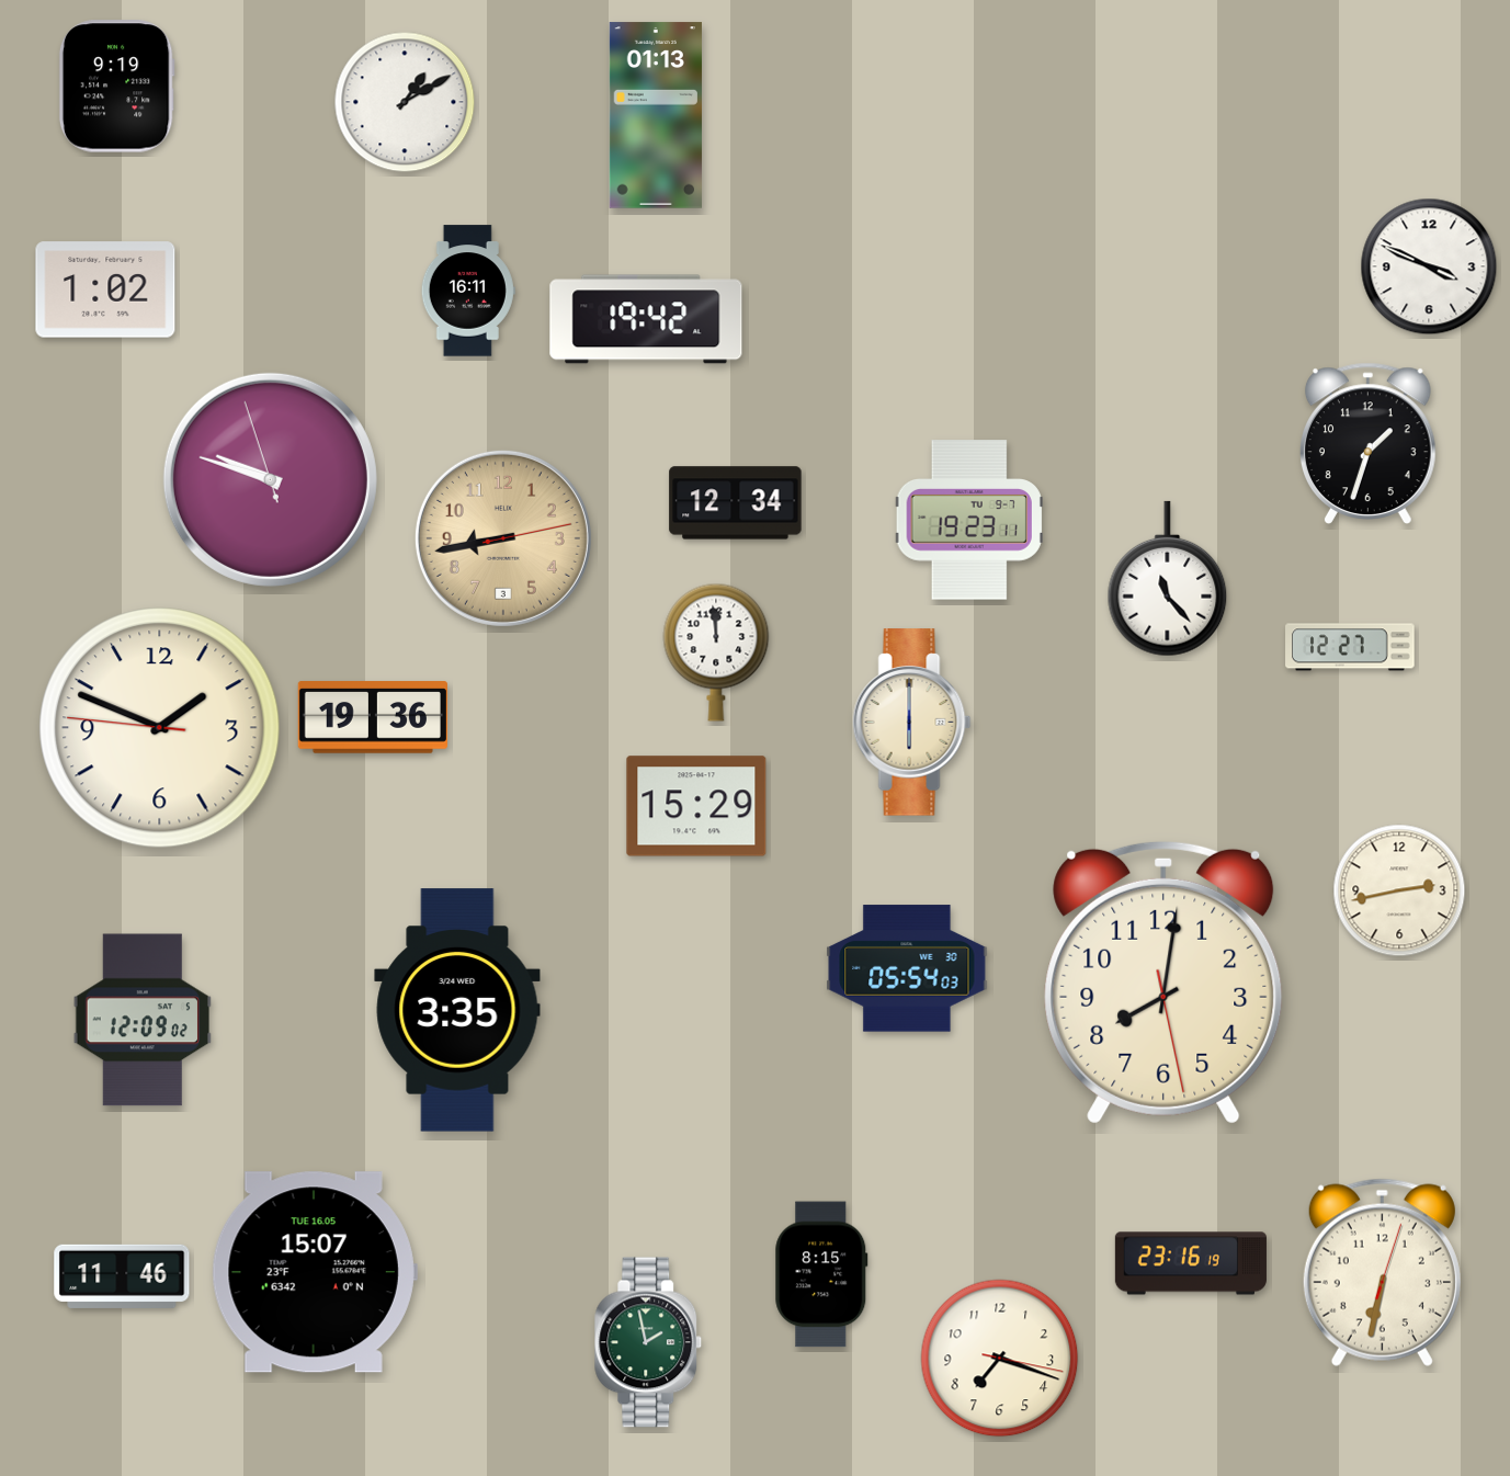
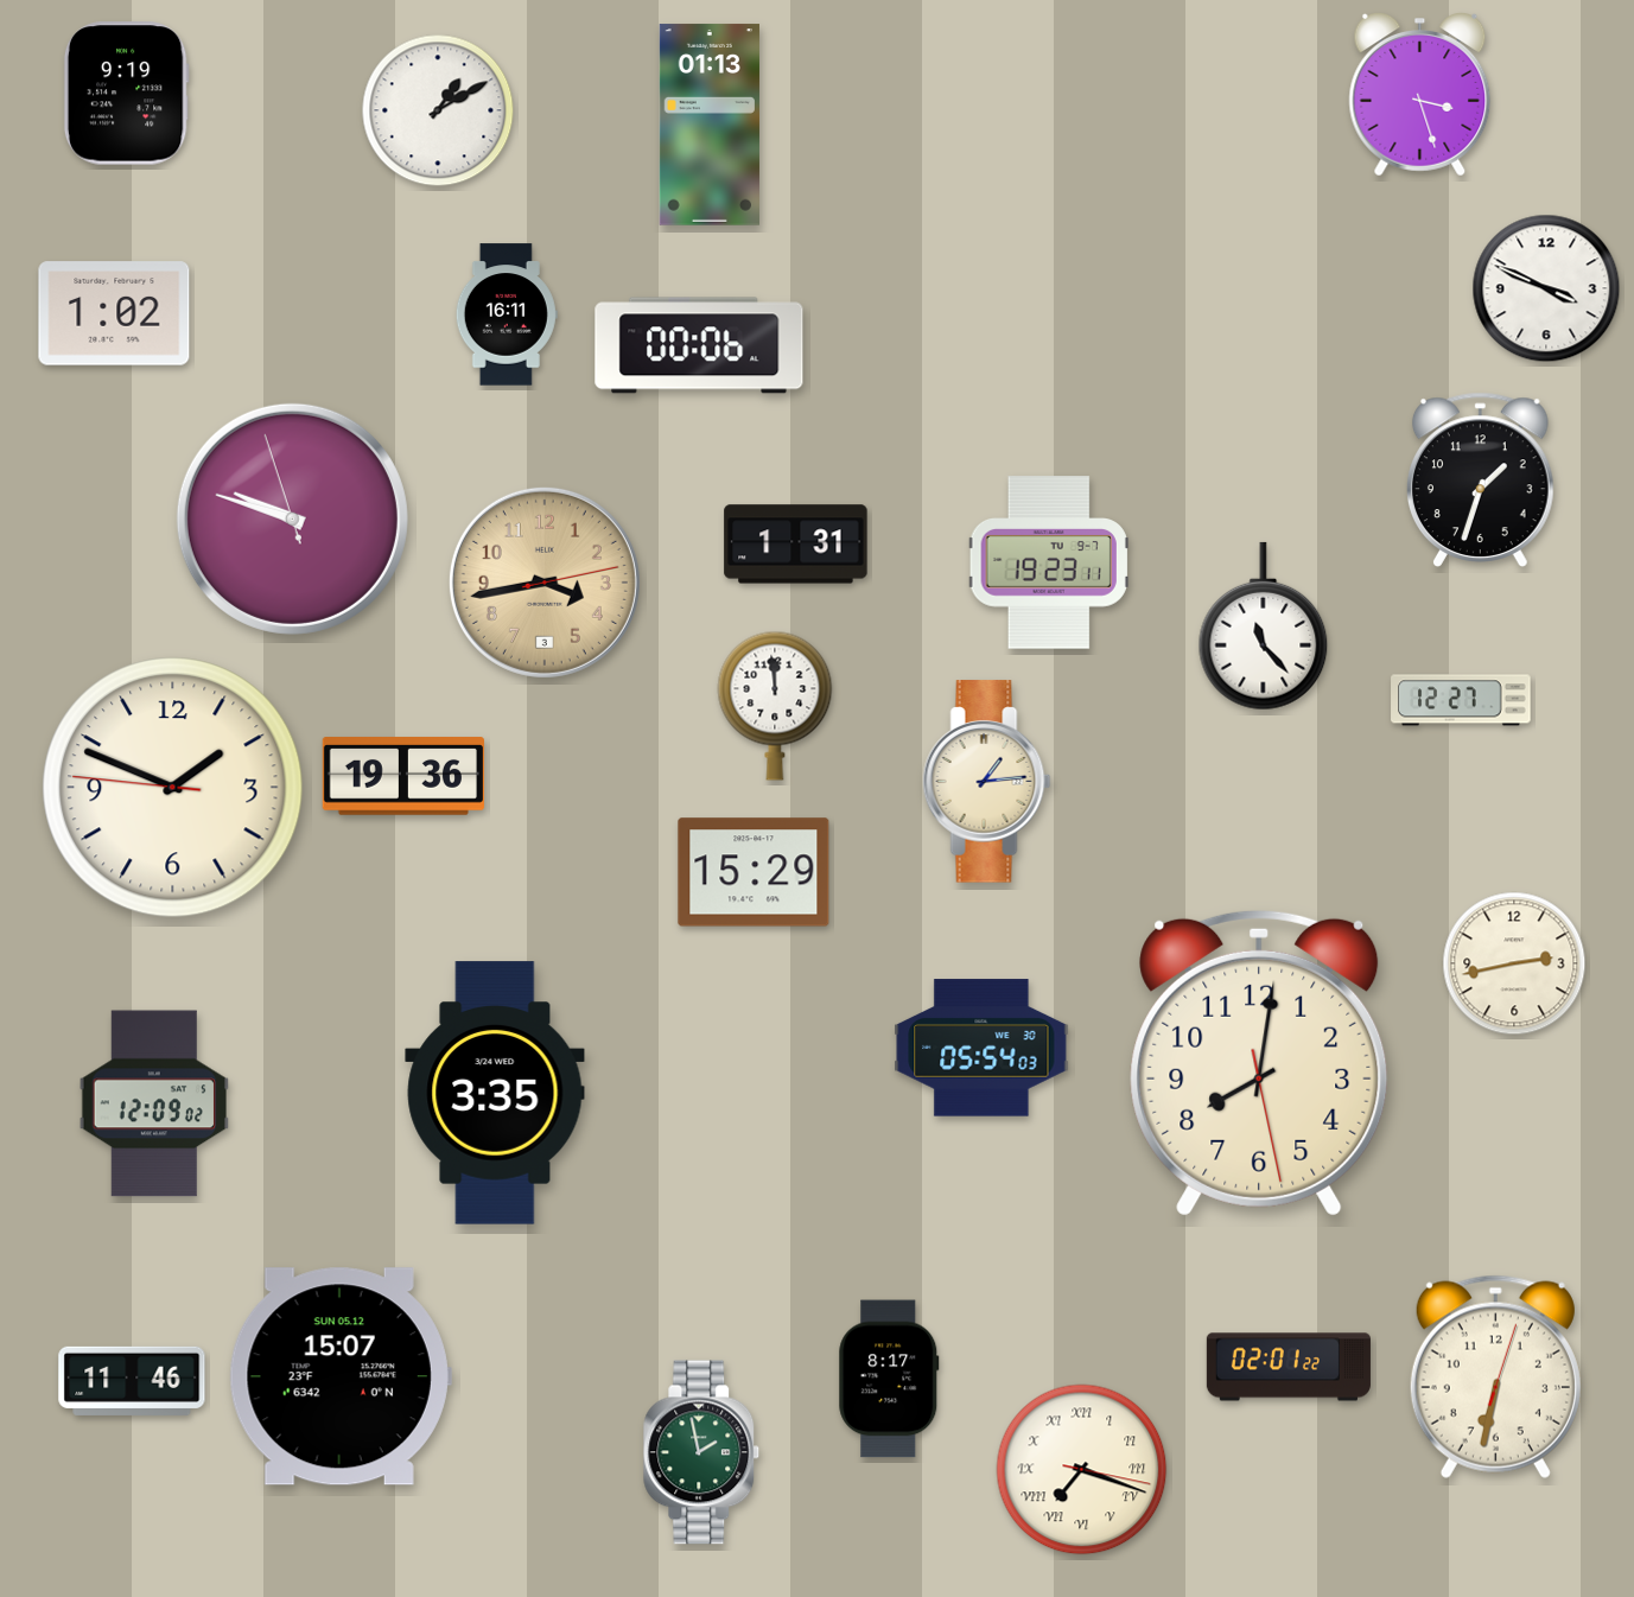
clock at (1420, 95): none -> 3:27
clock at (646, 319): 19:42 -> 00:06
clock at (736, 503): 12:34 -> 1:31
clock at (503, 538): 8:43 -> 3:43
clock at (912, 723): 6:00 -> 1:14
clock at (1191, 1263): 23:16 -> 02:01
clock at (315, 1272) date: TUE 16.05 -> SUN 05.12
clock at (821, 1274): 8:15 -> 8:17
clock at (1000, 1359) numerals: Arabic -> Roman
